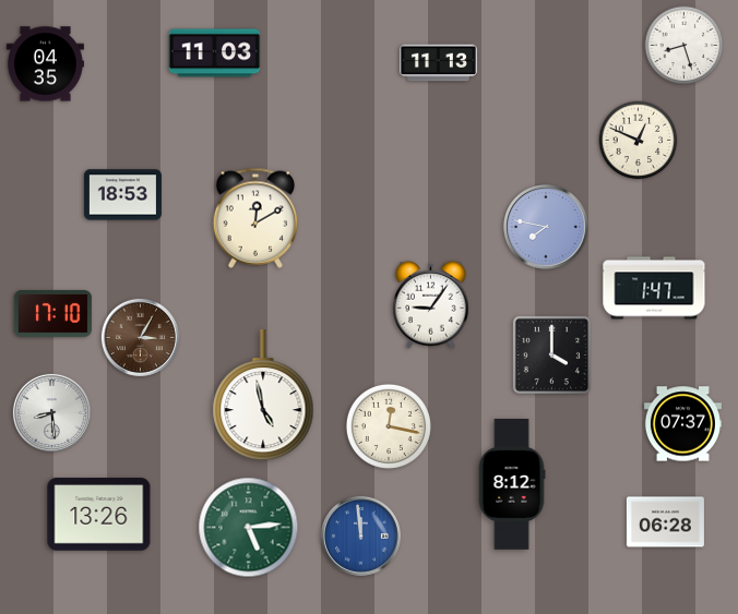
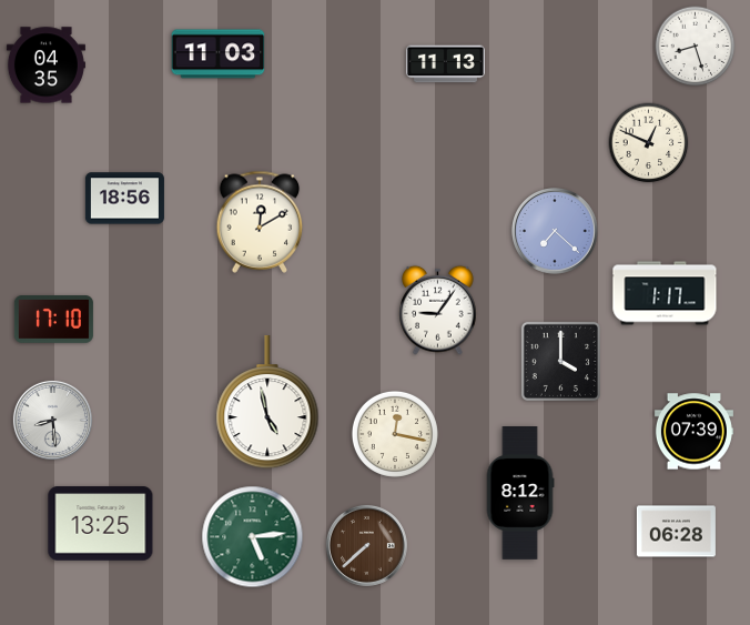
clock at (122, 195): 18:53 -> 18:56
clock at (546, 227): 7:47 -> 7:22
clock at (654, 288): 1:47 -> 1:17
clock at (140, 337): 3:05 -> none
clock at (682, 424): 07:37 -> 07:39
clock at (99, 515): 13:26 -> 13:25
clock at (360, 535): 11:59 -> 7:38
clock at (360, 535) dial: blue -> brown
